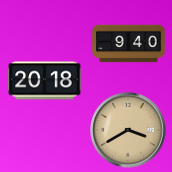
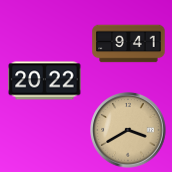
clock at (129, 44): 9:40 -> 9:41
clock at (45, 81): 20:18 -> 20:22
